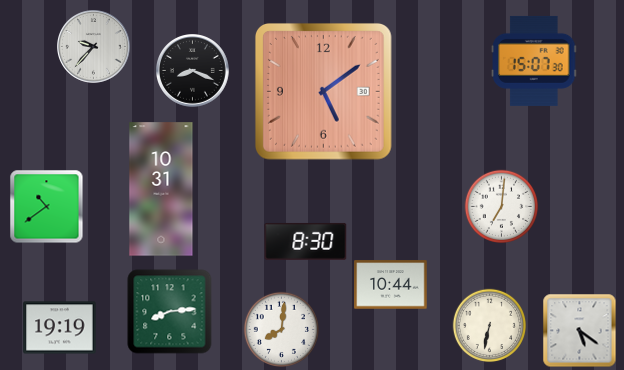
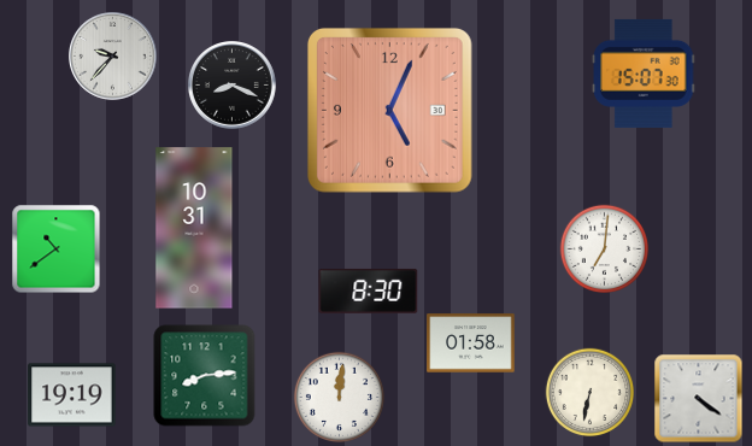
clock at (323, 91): 5:09 -> 5:04
clock at (391, 285): 10:44 -> 01:58
clock at (281, 329): 8:01 -> 12:01
clock at (580, 331): 5:21 -> 4:21
